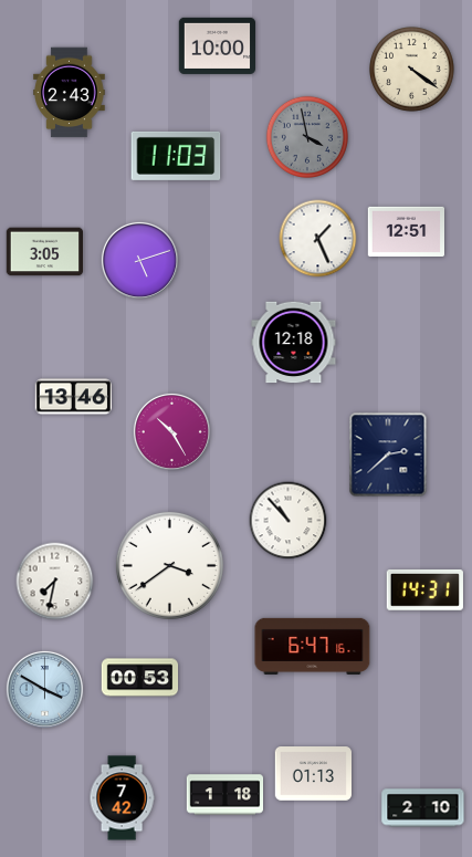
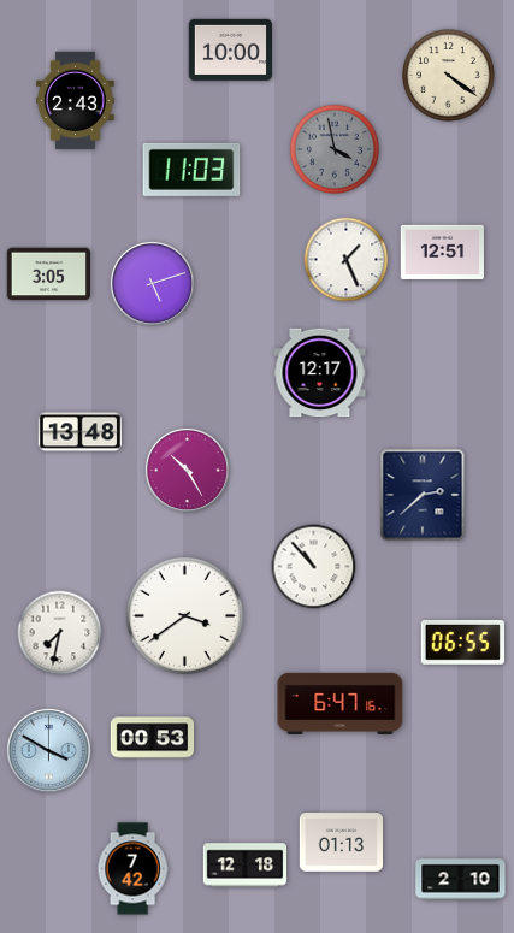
clock at (218, 45) position: (218, 45) -> (231, 49)
clock at (294, 343): 12:18 -> 12:17
clock at (73, 397): 13:46 -> 13:48
clock at (424, 589): 14:31 -> 06:55
clock at (225, 795): 1:18 -> 12:18
